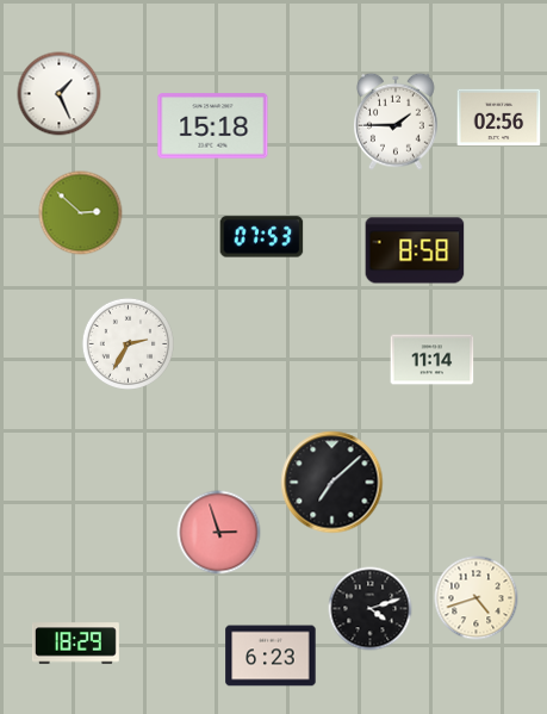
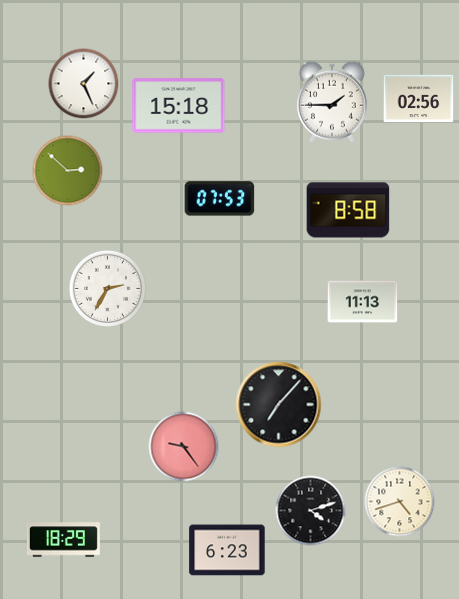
clock at (60, 94) position: (60, 94) -> (84, 84)
clock at (81, 213) position: (81, 213) -> (68, 171)
clock at (433, 360): 11:14 -> 11:13
clock at (332, 483): 7:08 -> 7:07
clock at (219, 533): 2:57 -> 9:24
